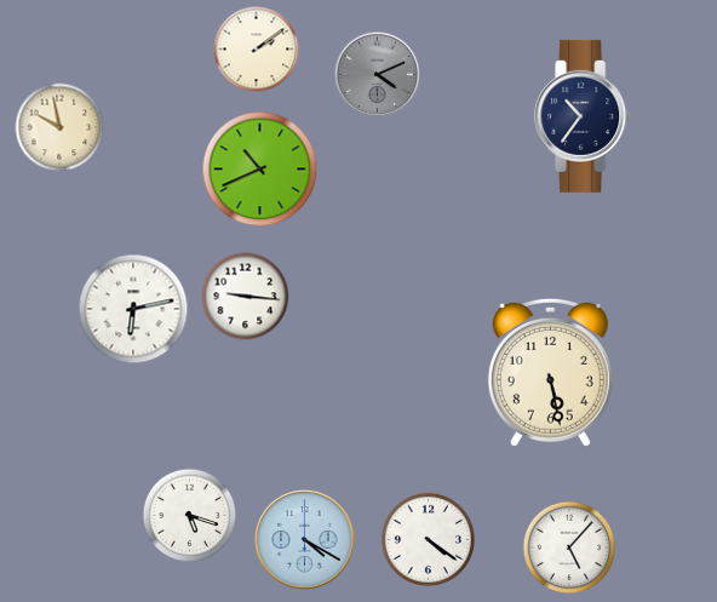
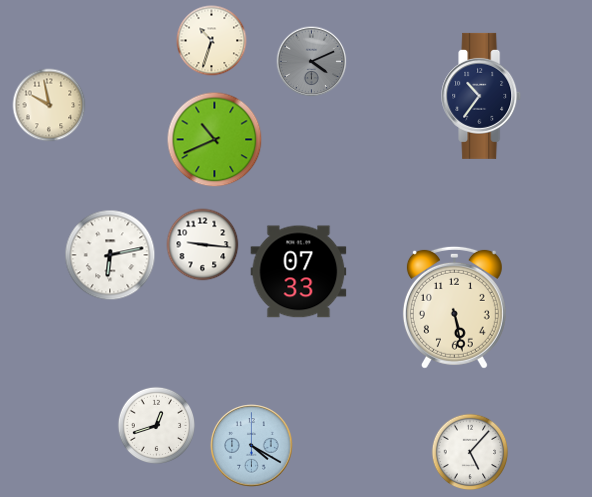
clock at (257, 50): 2:09 -> 10:33
clock at (299, 272): none -> 07:33
clock at (189, 515): 5:18 -> 12:42
clock at (428, 539): 4:21 -> none
